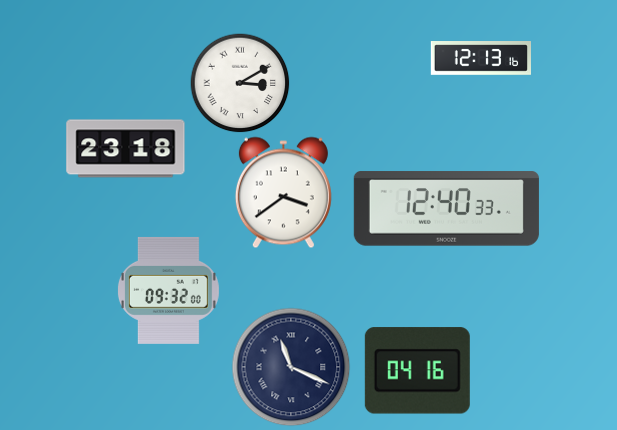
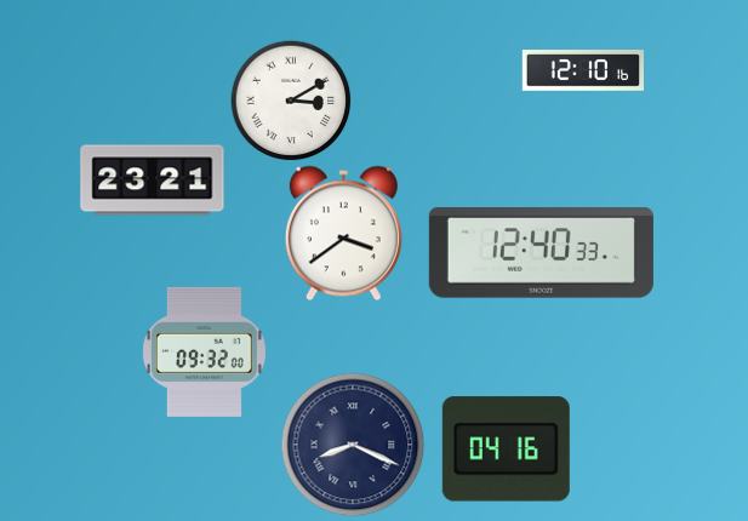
clock at (480, 59): 12:13 -> 12:10
clock at (126, 149): 23:18 -> 23:21
clock at (291, 367): 11:19 -> 8:19
